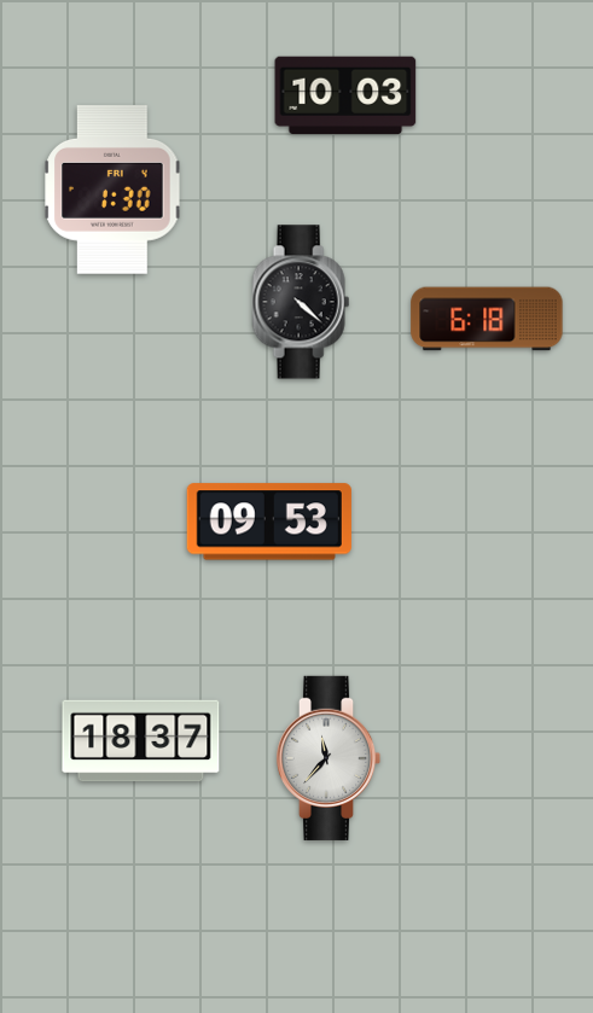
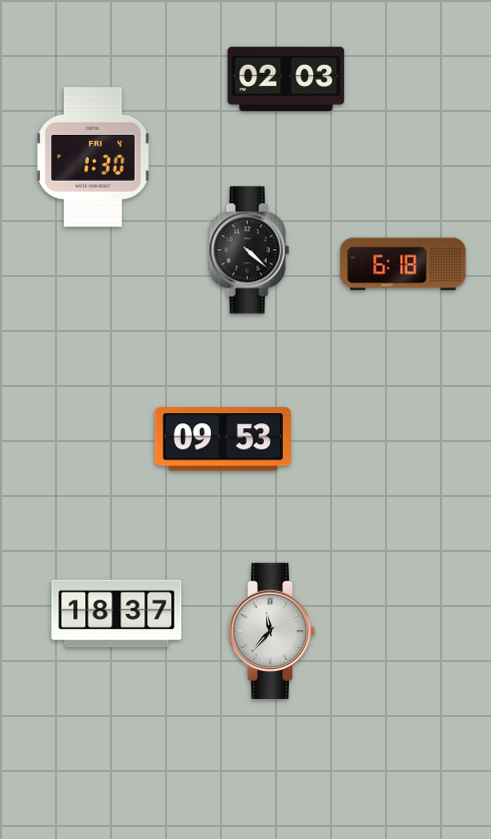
clock at (345, 94): 10:03 -> 02:03
clock at (269, 522) position: (269, 522) -> (223, 439)
clock at (329, 758) position: (329, 758) -> (272, 631)
